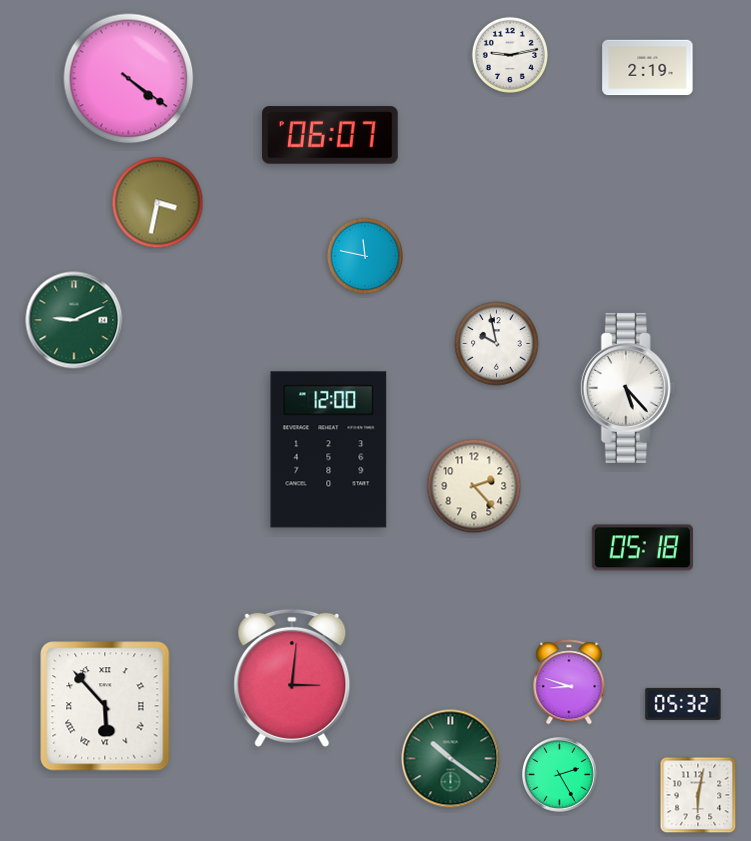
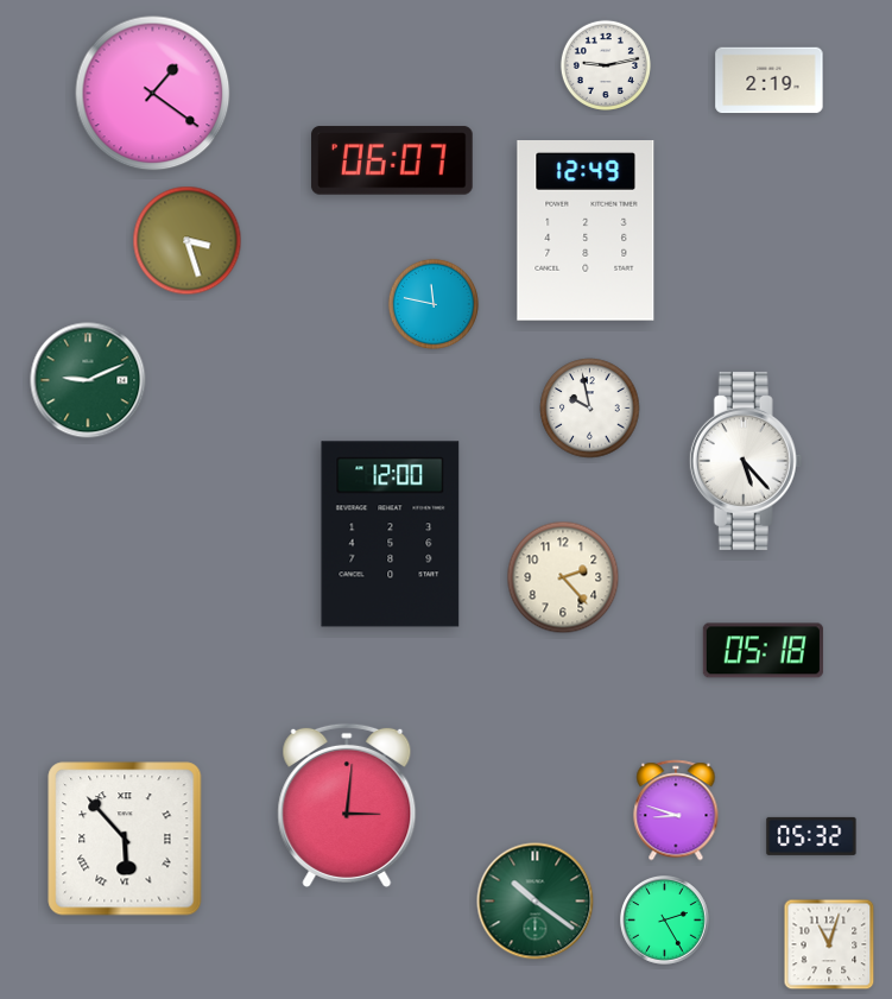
clock at (129, 79): 4:21 -> 1:21
clock at (586, 232): none -> 12:49
clock at (158, 203): 3:32 -> 3:27
clock at (698, 795): 6:02 -> 11:03
